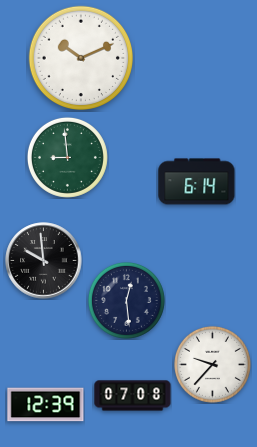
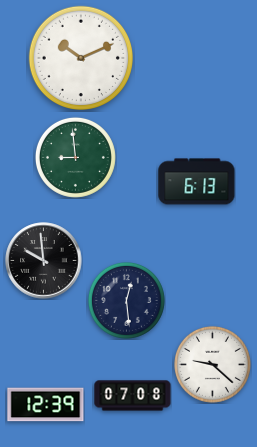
clock at (67, 157) position: (67, 157) -> (75, 157)
clock at (197, 182): 6:14 -> 6:13
clock at (212, 364): 9:37 -> 9:22
